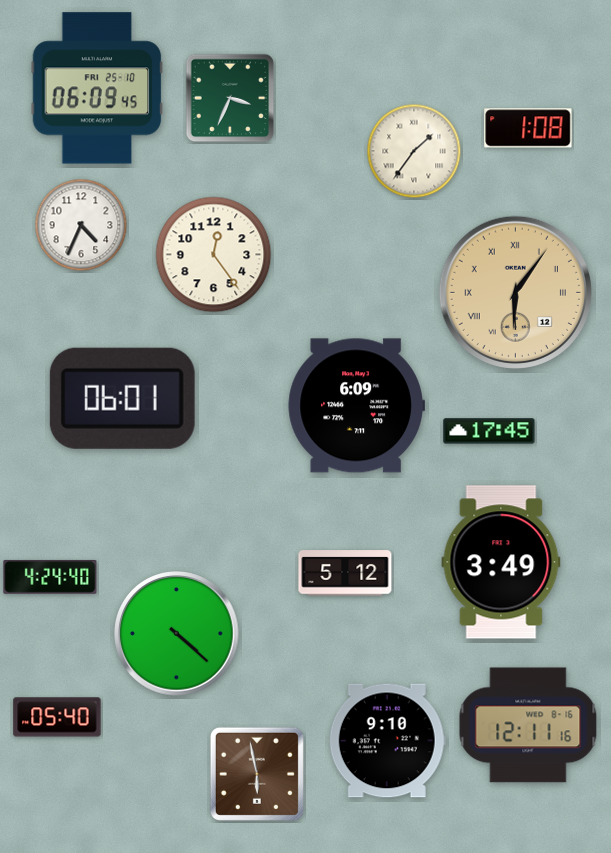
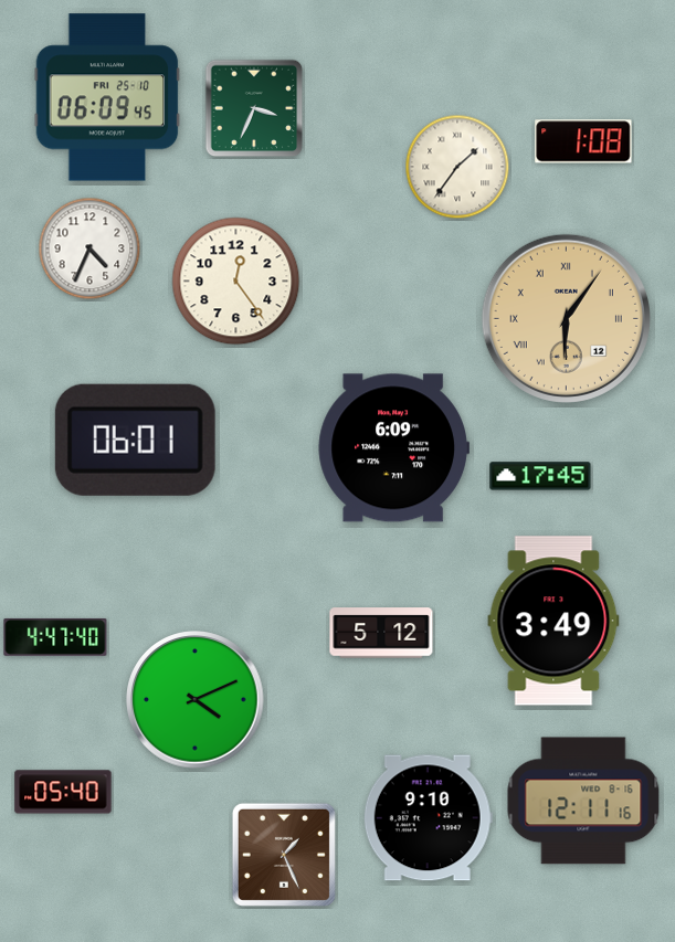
clock at (515, 292) position: (515, 292) -> (566, 318)
clock at (50, 577): 4:24 -> 4:47
clock at (177, 634): 4:22 -> 4:11
clock at (257, 774): 5:58 -> 1:26
